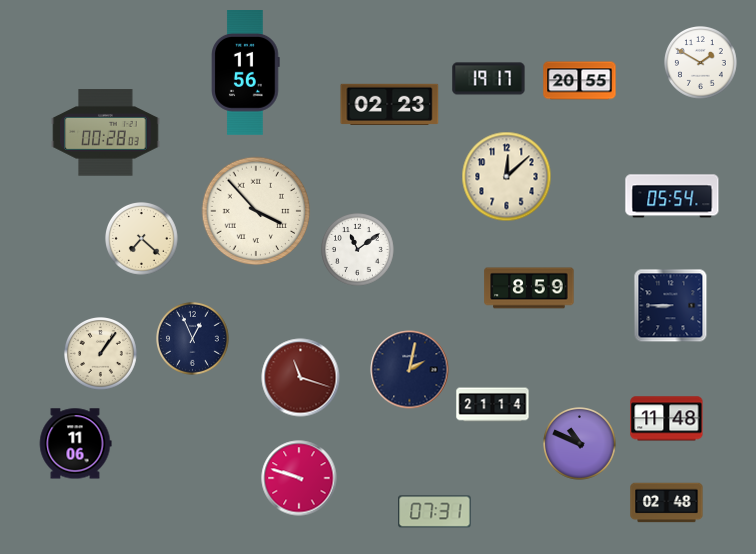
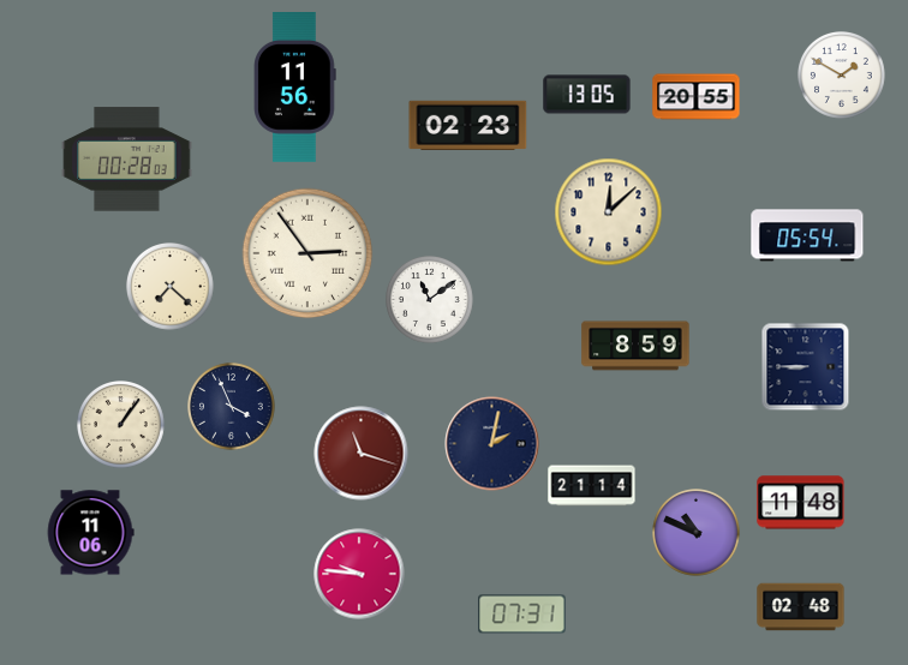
clock at (489, 79): 19:17 -> 13:05
clock at (256, 211): 3:53 -> 2:54
clock at (193, 339): 12:56 -> 3:56
clock at (299, 478): 9:48 -> 9:46
clock at (667, 503) position: (667, 503) -> (801, 607)
